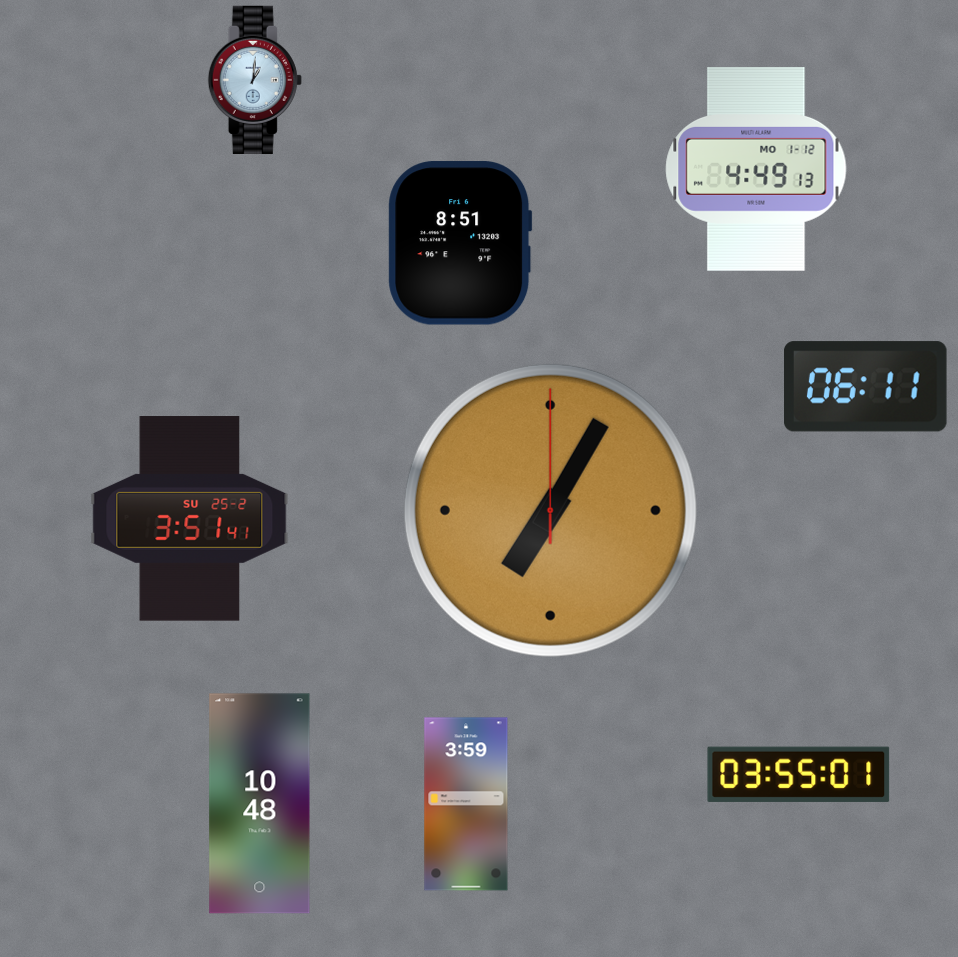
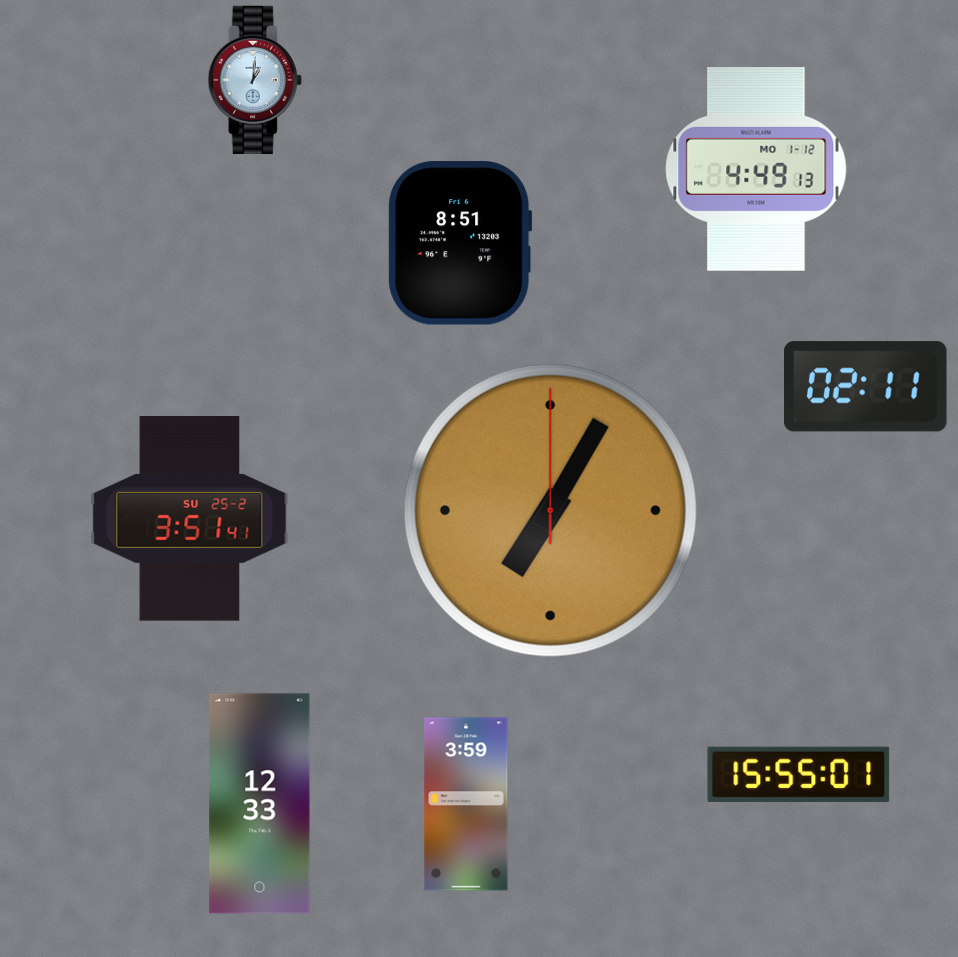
clock at (866, 387): 06:11 -> 02:11
clock at (799, 774): 03:55 -> 15:55
clock at (260, 804): 10:48 -> 12:33
